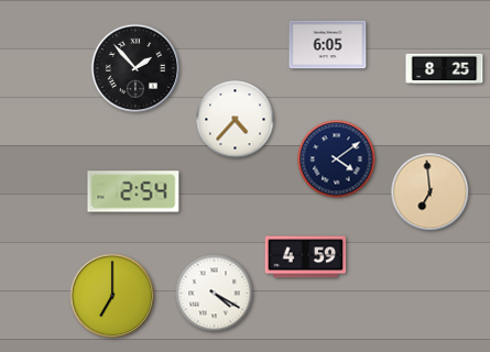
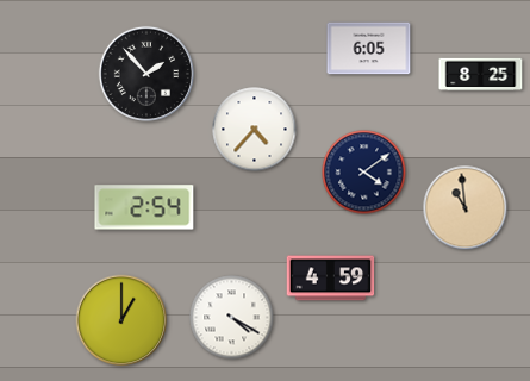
clock at (328, 45) position: (328, 45) -> (369, 49)
clock at (431, 193): 6:59 -> 10:59
clock at (112, 296): 7:00 -> 1:00
